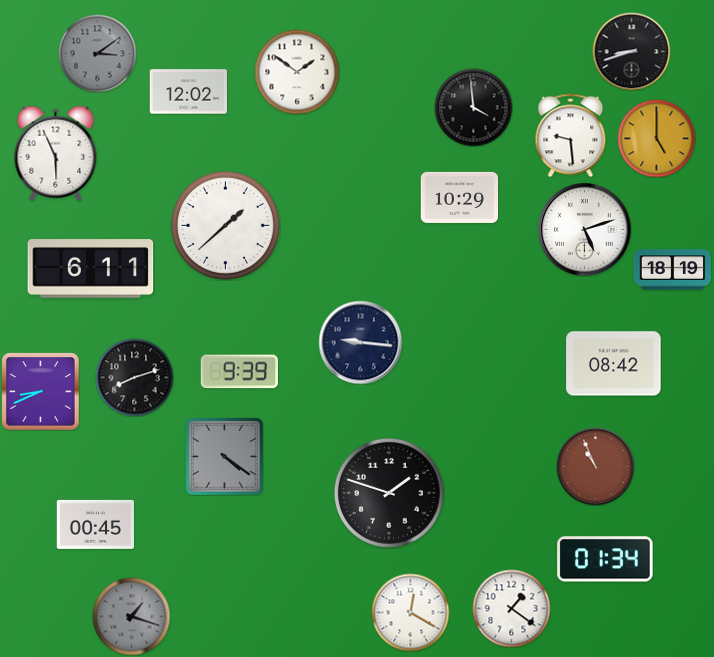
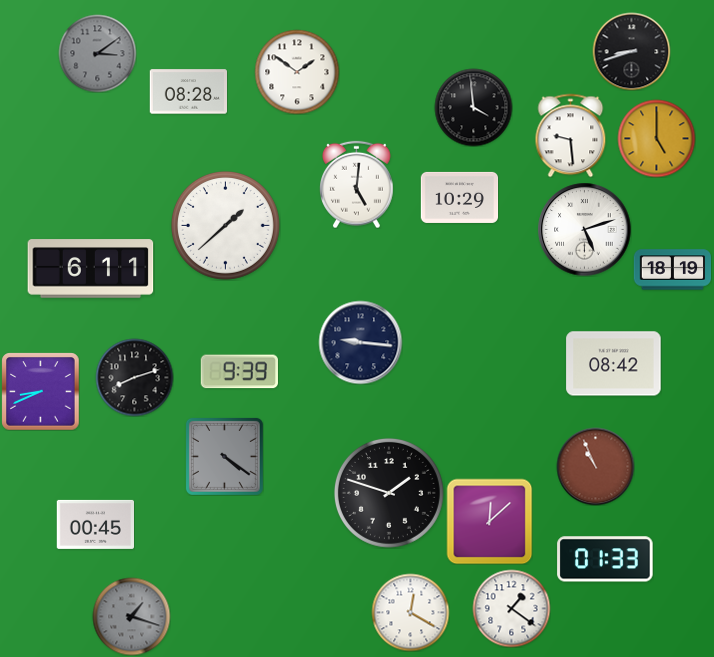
clock at (188, 92): 12:02 -> 08:28
clock at (56, 153): 5:56 -> none
clock at (357, 184): none -> 5:01
clock at (489, 521): none -> 12:08
clock at (605, 559): 01:34 -> 01:33
